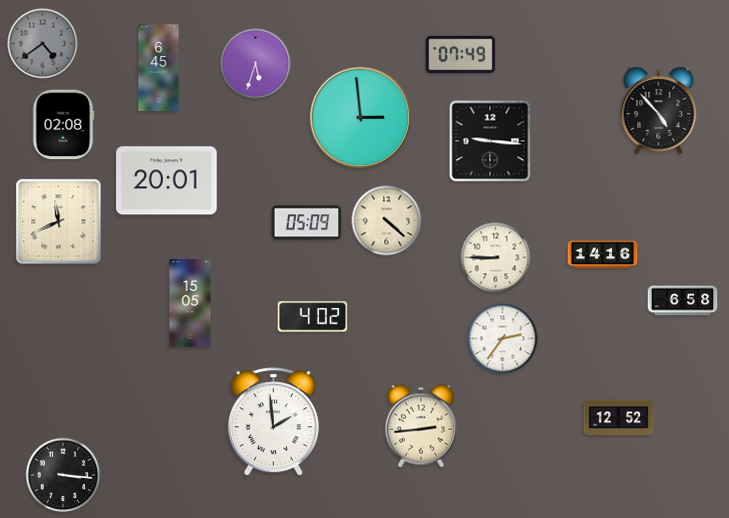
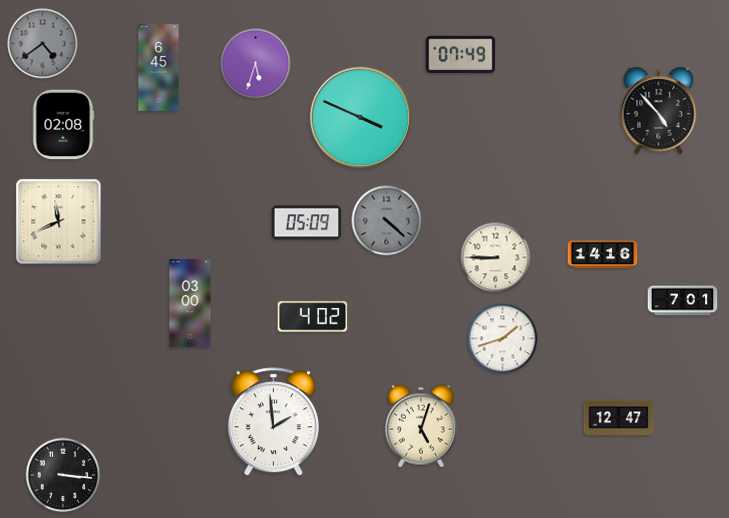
clock at (360, 117): 2:59 -> 3:49
clock at (490, 141): 9:16 -> none
clock at (167, 181): 20:01 -> none
clock at (387, 221) dial: cream -> grey
clock at (683, 301): 6:58 -> 7:01
clock at (190, 303): 15:05 -> 03:00
clock at (503, 339): 2:36 -> 1:42
clock at (619, 418): 12:52 -> 12:47
clock at (421, 426): 2:44 -> 5:03
